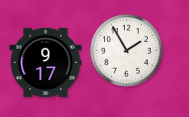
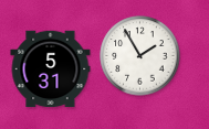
clock at (46, 63): 9:17 -> 5:31
